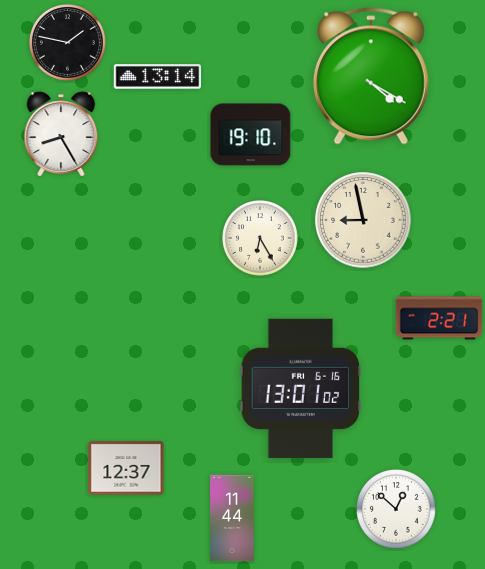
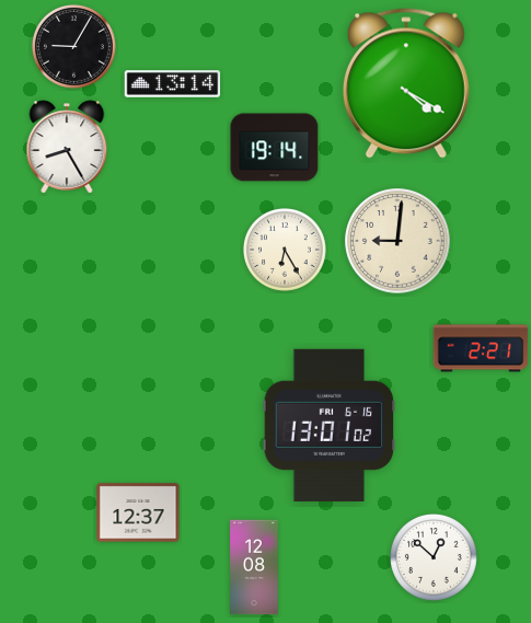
clock at (68, 43): 1:47 -> 9:05
clock at (251, 135): 19:10 -> 19:14
clock at (363, 220): 8:58 -> 9:01
clock at (261, 239) position: (261, 239) -> (286, 251)
clock at (232, 518): 11:44 -> 12:08
